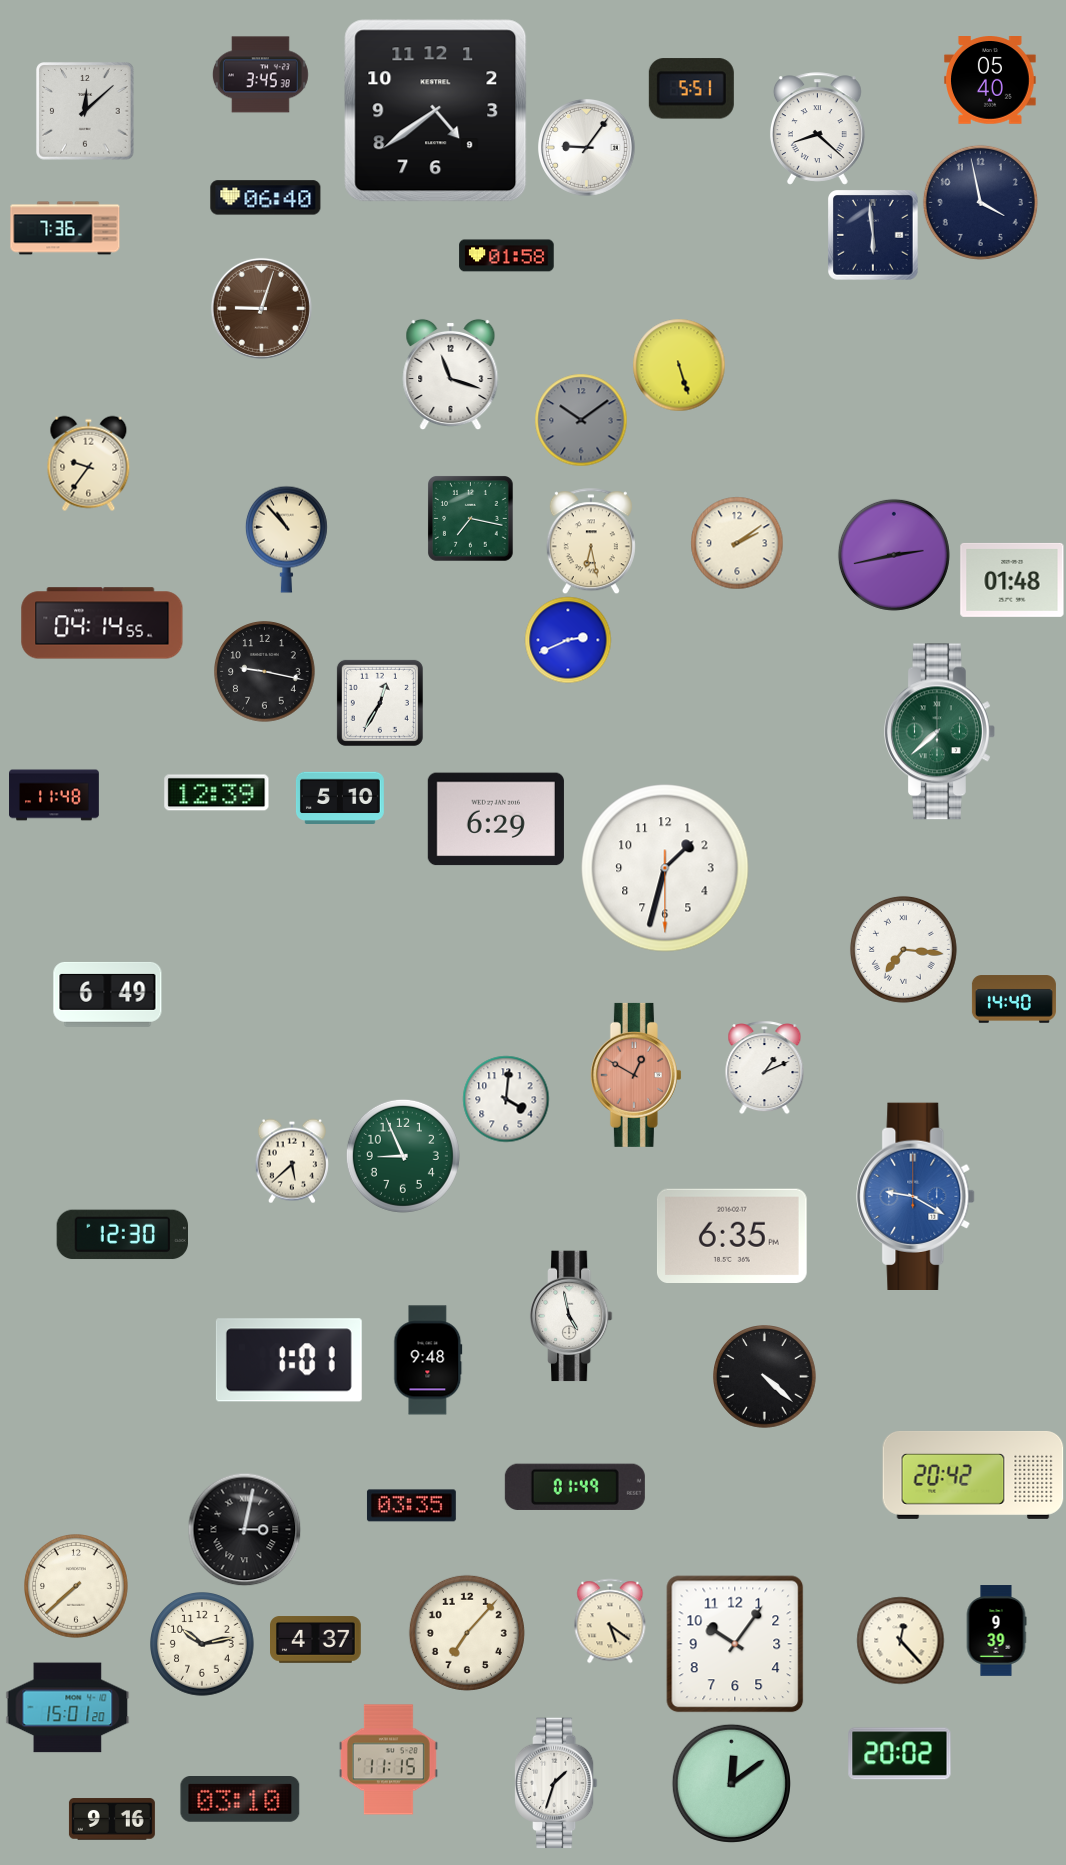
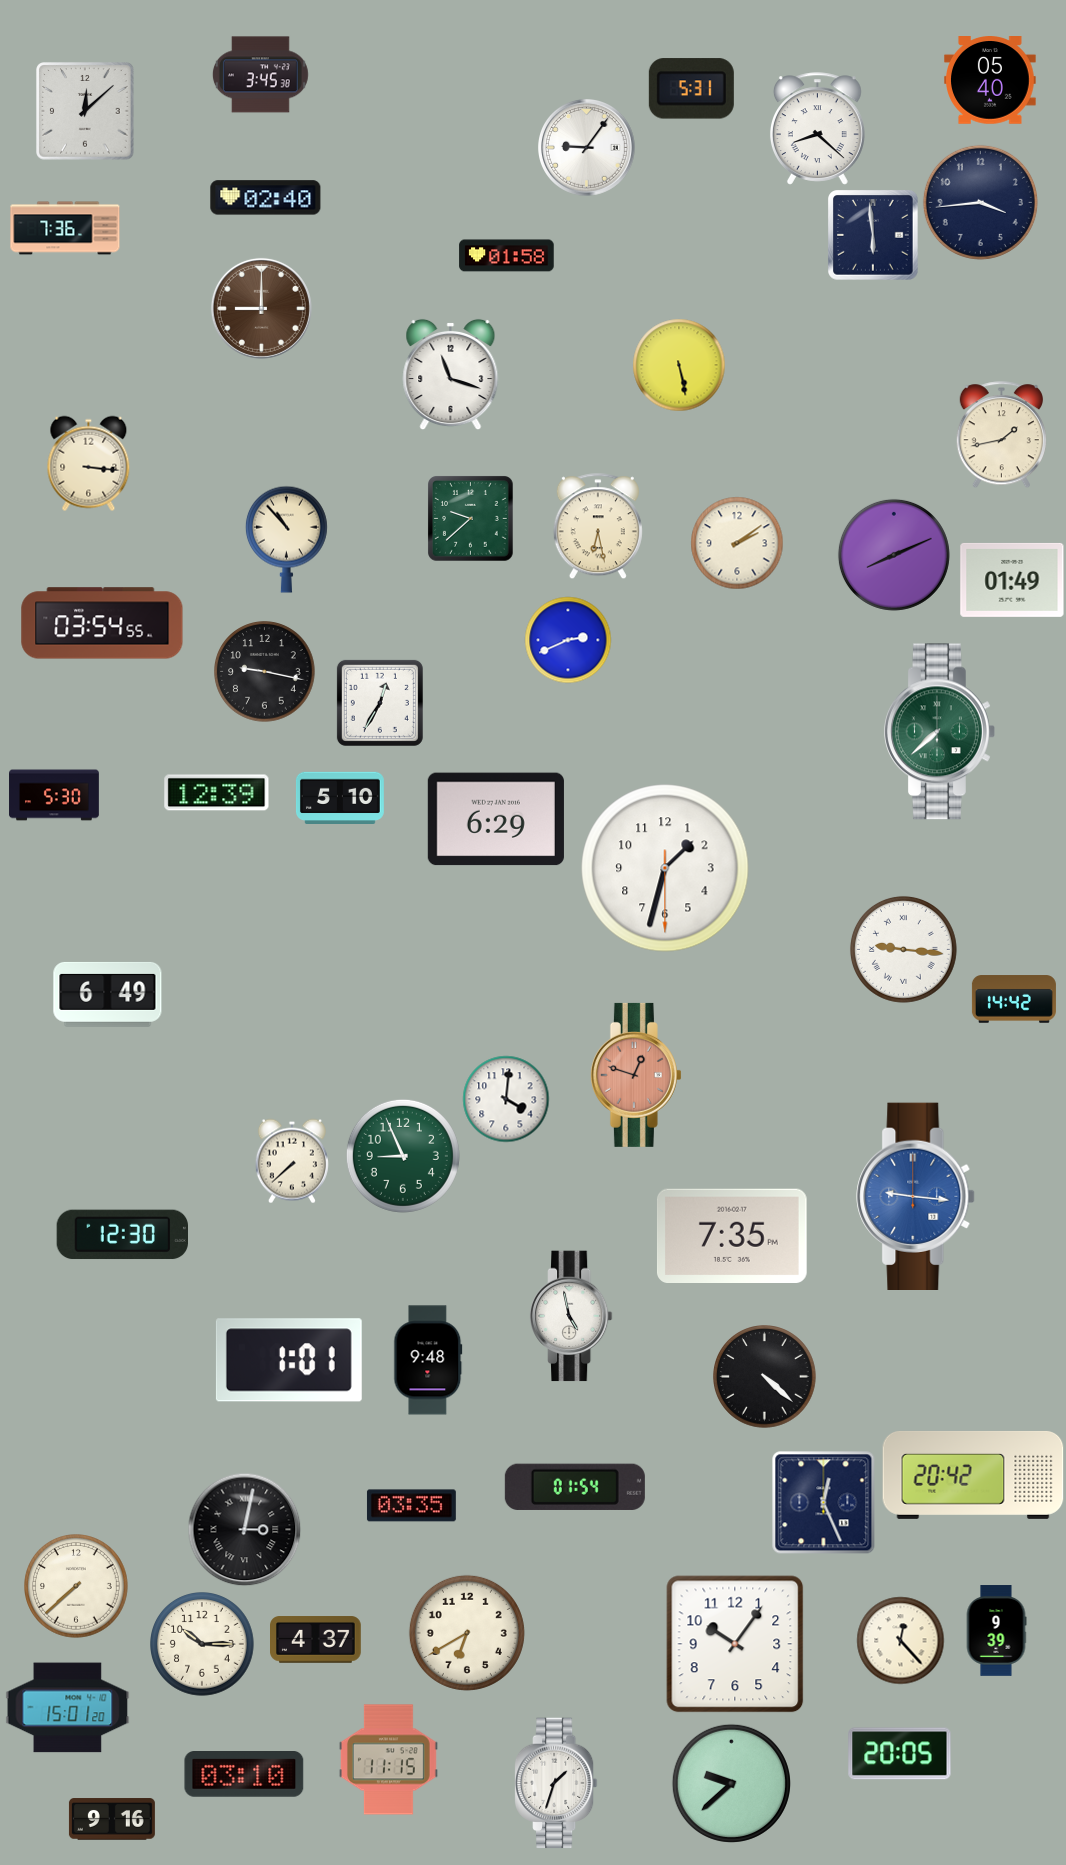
clock at (691, 89): 5:51 -> 5:31
clock at (436, 111): 4:39 -> none
clock at (266, 198): 06:40 -> 02:40
clock at (980, 202): 3:58 -> 3:44
clock at (261, 308): 9:03 -> 9:00
clock at (679, 365): 5:27 -> 5:28
clock at (581, 420): 10:09 -> none
clock at (1001, 435): none -> 1:43
clock at (89, 463): 9:36 -> 3:16
clock at (471, 519): 7:17 -> 9:38
clock at (591, 541) position: (591, 541) -> (598, 526)
clock at (894, 555): 2:43 -> 8:11
clock at (1012, 580): 01:48 -> 01:49
clock at (102, 623): 04:14 -> 03:54
clock at (54, 795): 11:48 -> 5:30
clock at (903, 949): 7:16 -> 9:16
clock at (1014, 999): 14:40 -> 14:42
clock at (765, 1067): 1:11 -> none
clock at (636, 1075): 12:50 -> 12:48
clock at (292, 1161): 5:38 -> 7:38
clock at (916, 1196): 9:20 -> 9:16
clock at (732, 1235): 6:35 -> 7:35
clock at (575, 1487): 01:49 -> 01:54
clock at (823, 1502): none -> 12:26
clock at (610, 1621): 5:21 -> none
clock at (467, 1633): 7:07 -> 6:40
clock at (203, 1645): 10:13 -> 10:15
clock at (900, 1754): 20:02 -> 20:05
clock at (731, 1783): 12:09 -> 9:38
clock at (240, 1799) position: (240, 1799) -> (244, 1774)
